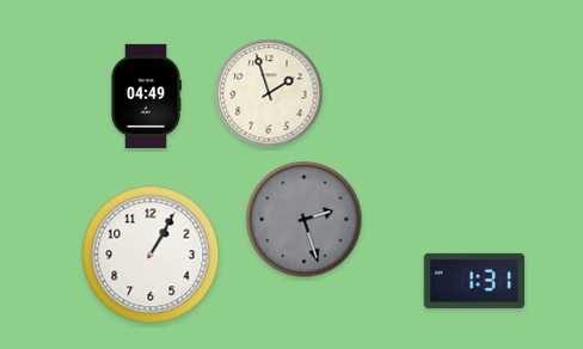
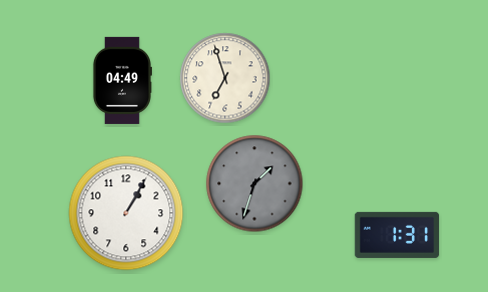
clock at (269, 93): 1:57 -> 6:57
clock at (305, 220): 2:27 -> 1:33
